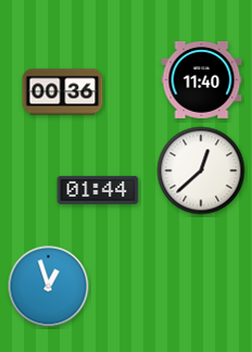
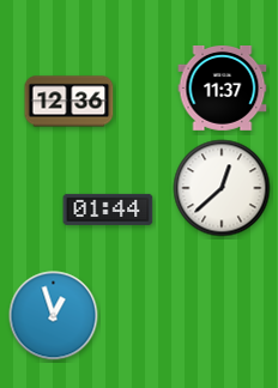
clock at (202, 80): 11:40 -> 11:37
clock at (63, 92): 00:36 -> 12:36
